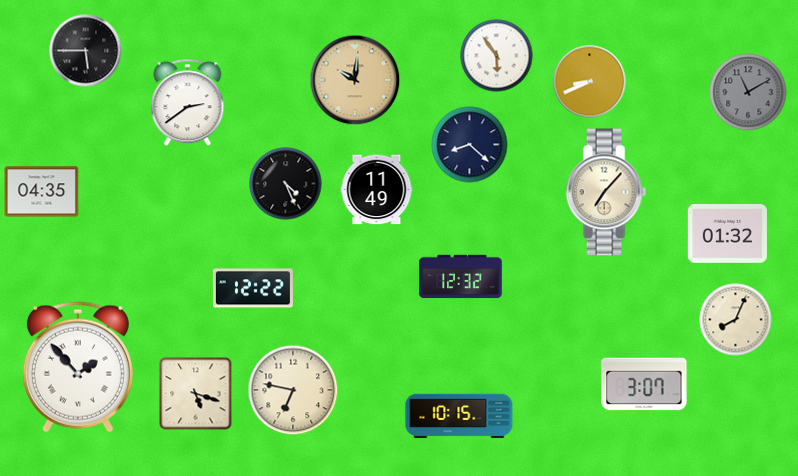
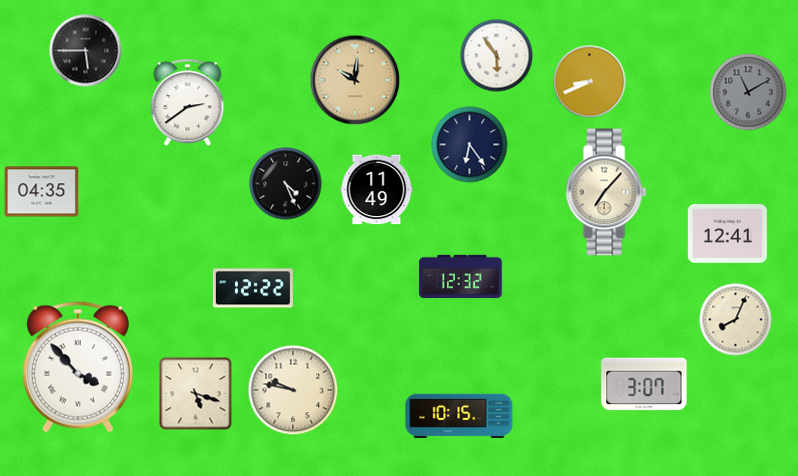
clock at (470, 145): 8:22 -> 6:24
clock at (727, 234): 01:32 -> 12:41
clock at (78, 367): 1:53 -> 3:53
clock at (293, 390): 6:47 -> 9:47
